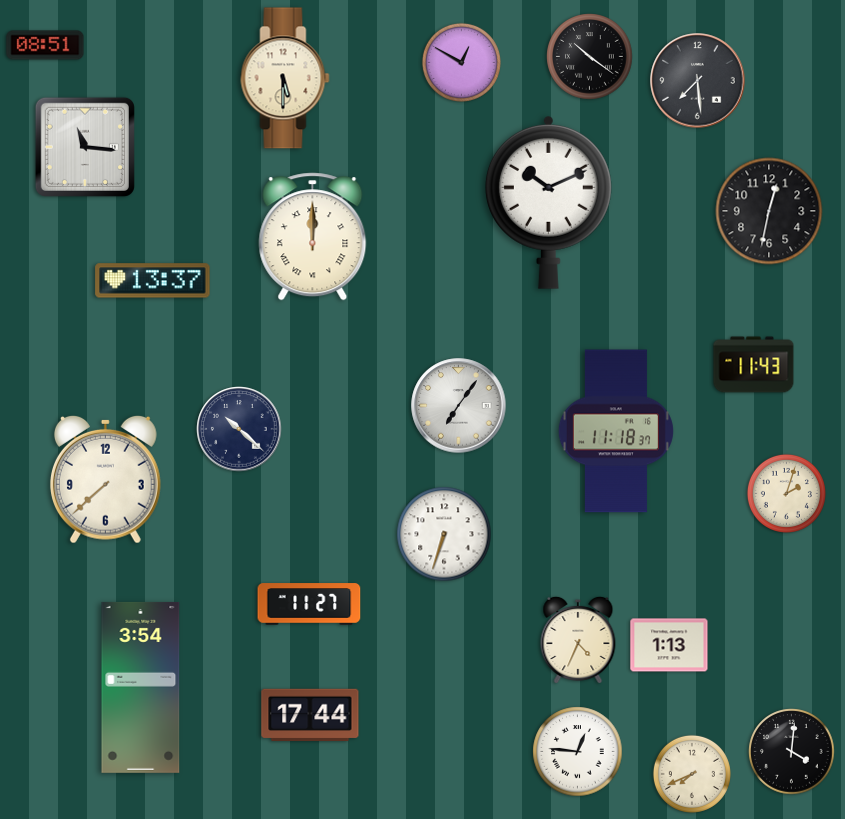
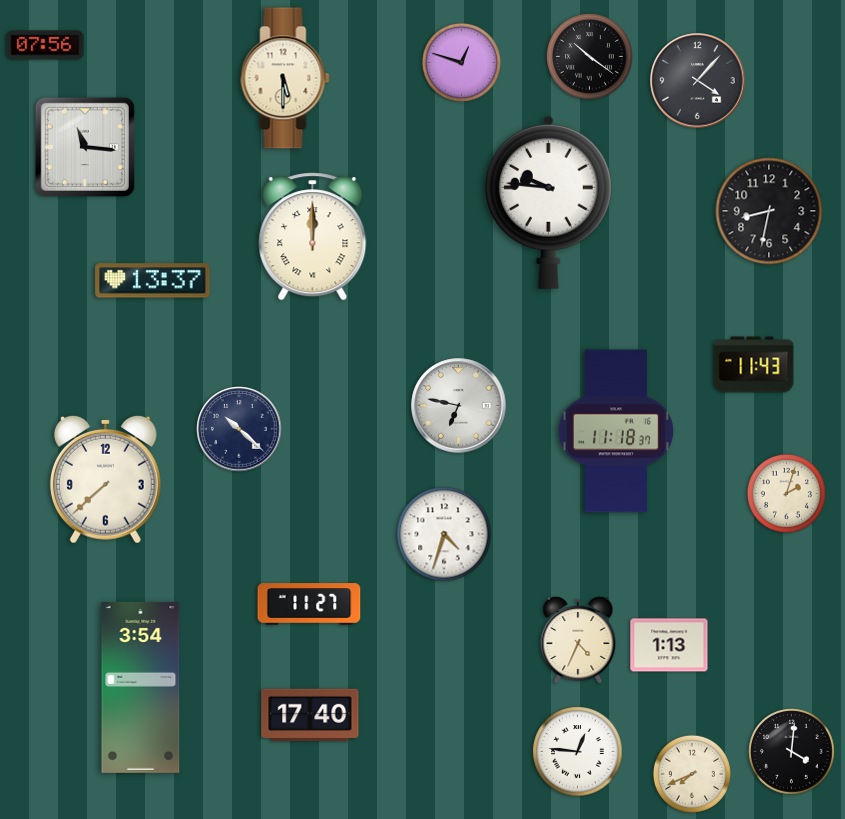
clock at (45, 45): 08:51 -> 07:56
clock at (461, 62): 12:50 -> 12:48
clock at (698, 81): 7:29 -> 4:07
clock at (548, 202): 10:11 -> 9:46
clock at (769, 211): 12:32 -> 8:32
clock at (459, 406): 7:06 -> 6:47
clock at (444, 534): 6:33 -> 4:33
clock at (310, 715): 17:44 -> 17:40
